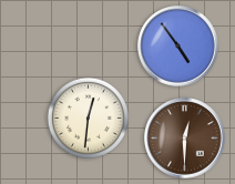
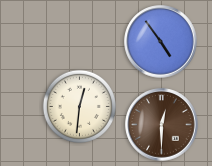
clock at (185, 139) position: (185, 139) -> (162, 125)
